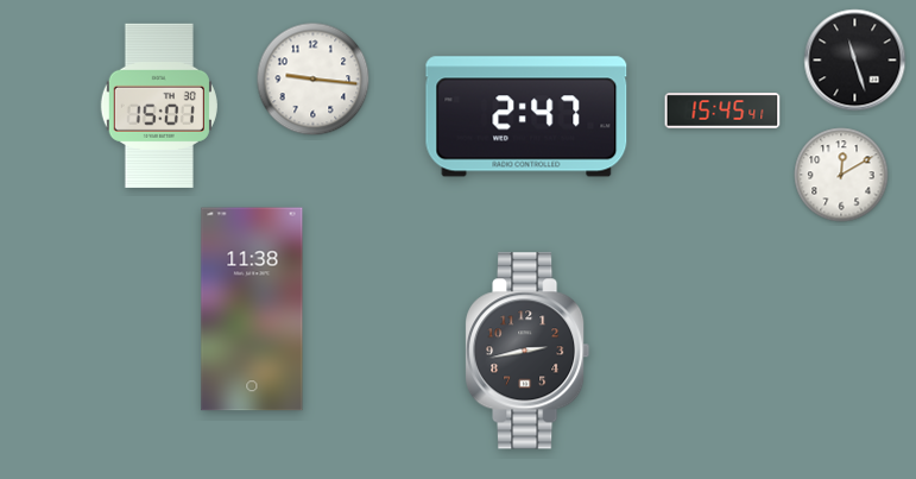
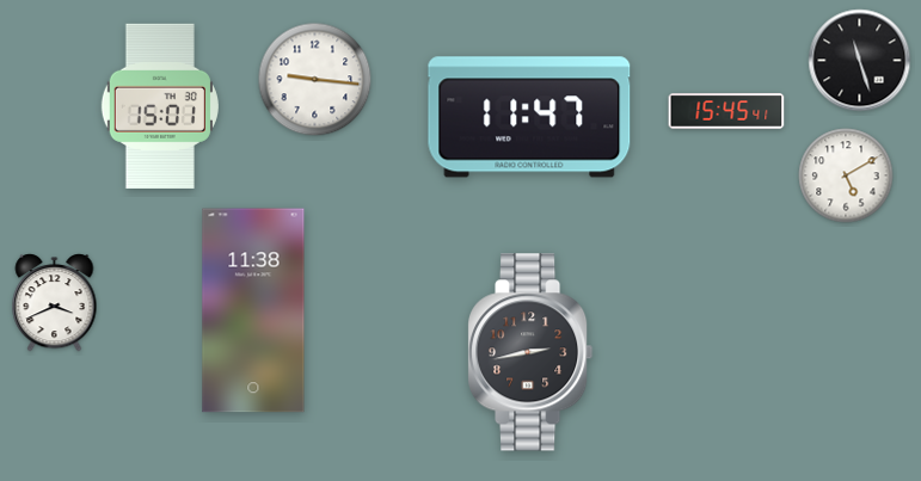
clock at (526, 116): 2:47 -> 11:47
clock at (841, 175): 12:10 -> 5:10
clock at (55, 303): none -> 3:41
